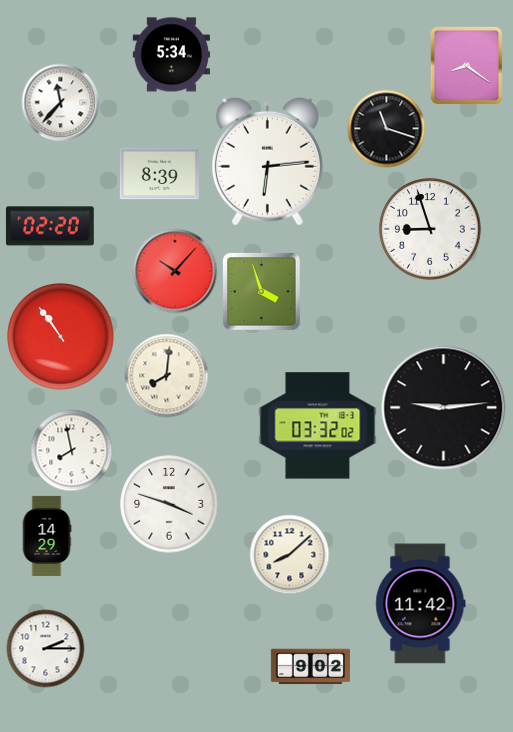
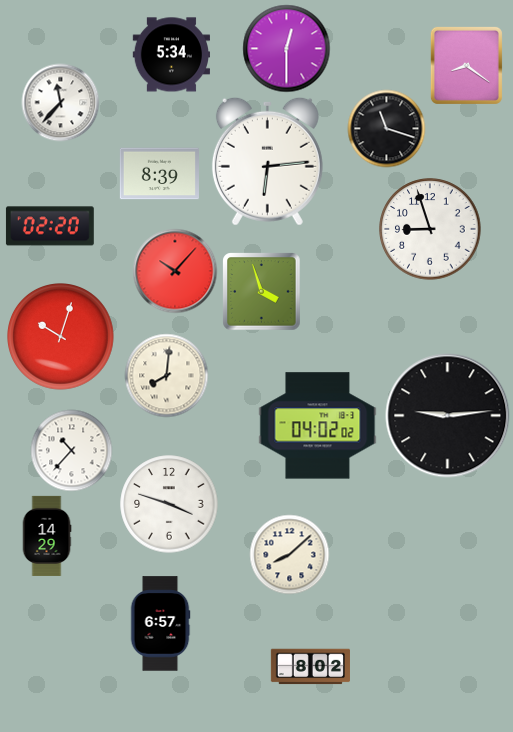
clock at (286, 48): none -> 12:30
clock at (61, 337): 10:54 -> 10:03
clock at (444, 408) position: (444, 408) -> (448, 416)
clock at (318, 426): 03:32 -> 04:02
clock at (71, 450): 7:58 -> 10:37
clock at (421, 604): 11:42 -> none
clock at (160, 624): none -> 6:57
clock at (45, 648): 2:15 -> none
clock at (310, 667): 9:02 -> 8:02
